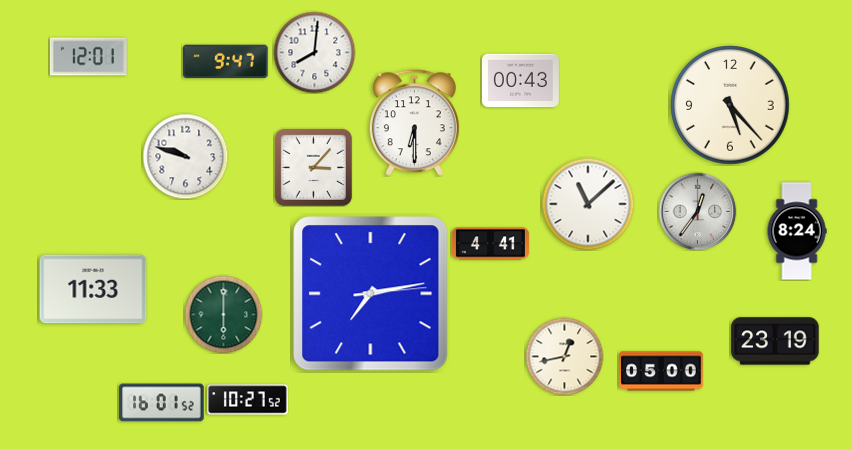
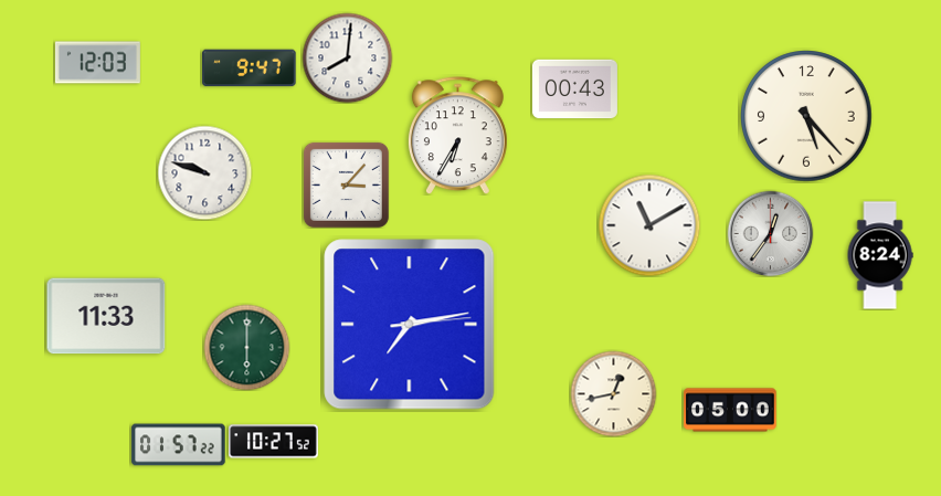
clock at (88, 57): 12:01 -> 12:03
clock at (414, 123): 6:30 -> 6:35
clock at (588, 204): 11:08 -> 11:10
clock at (490, 244): 4:41 -> none
clock at (93, 289) position: (93, 289) -> (106, 316)
clock at (775, 341): 23:19 -> none
clock at (564, 356) position: (564, 356) -> (613, 393)
clock at (162, 403): 16:01 -> 01:57
